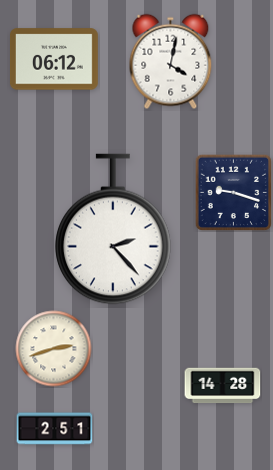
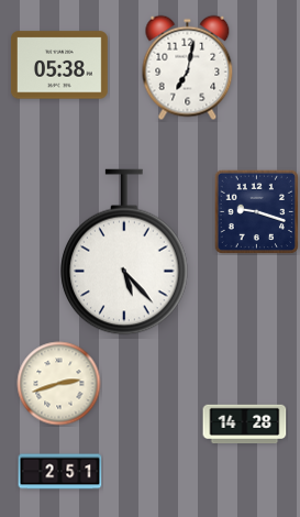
clock at (54, 59): 06:12 -> 05:38
clock at (171, 62): 4:02 -> 7:02
clock at (113, 229): 2:23 -> 5:23
